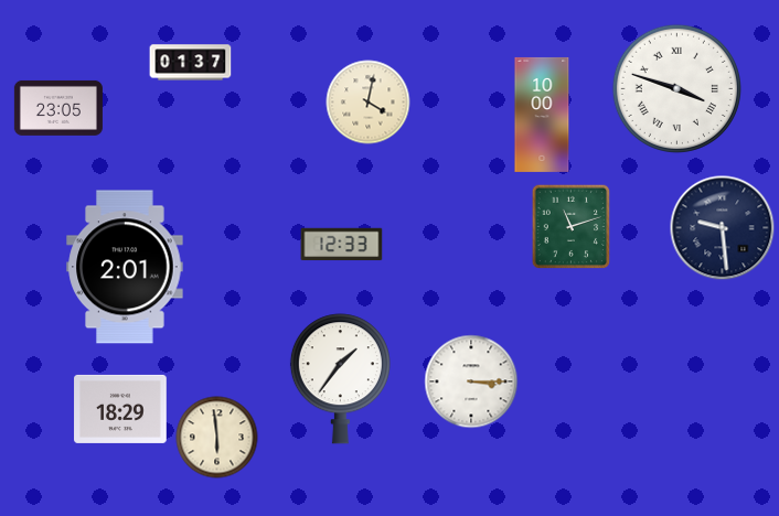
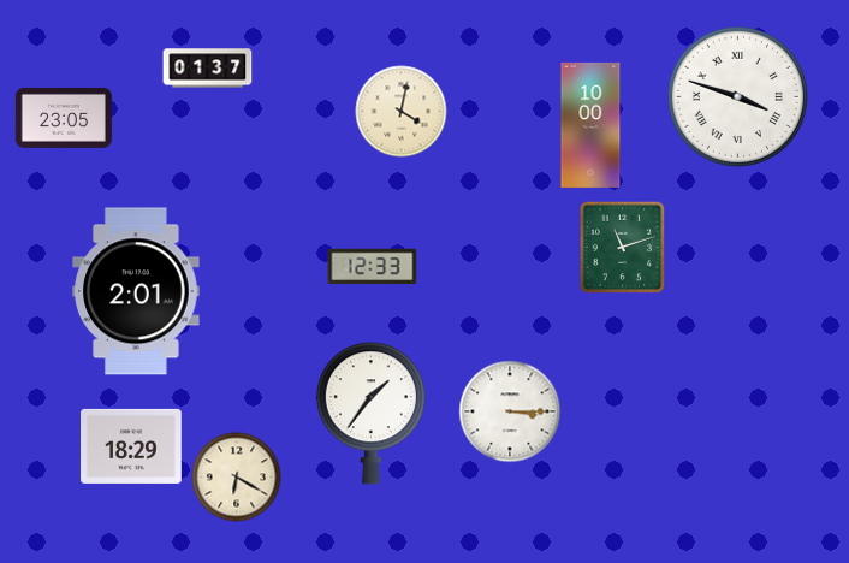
clock at (723, 228): 9:29 -> none
clock at (471, 381) position: (471, 381) -> (510, 411)
clock at (217, 438): 5:59 -> 6:20
